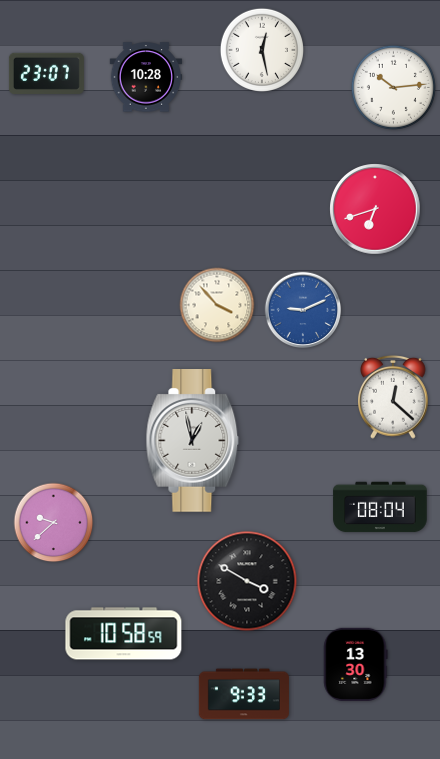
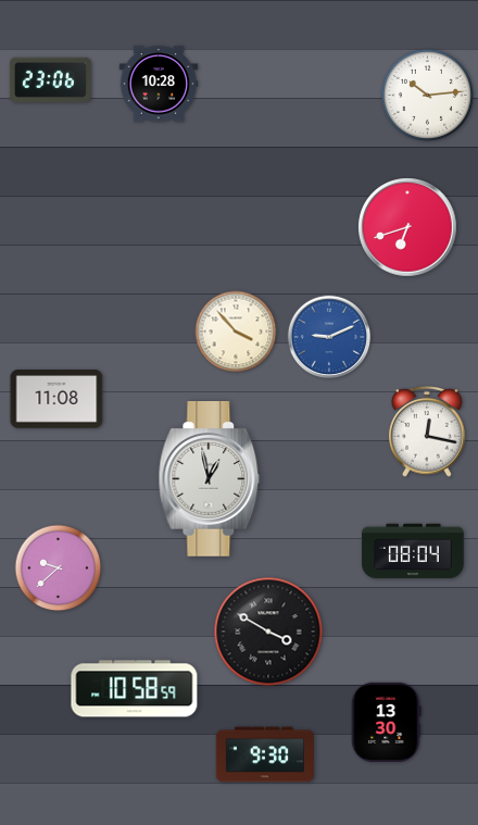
clock at (262, 50): 12:28 -> none
clock at (46, 73): 23:07 -> 23:06
clock at (56, 399): none -> 11:08
clock at (394, 397): 12:22 -> 12:17
clock at (244, 694): 9:33 -> 9:30
